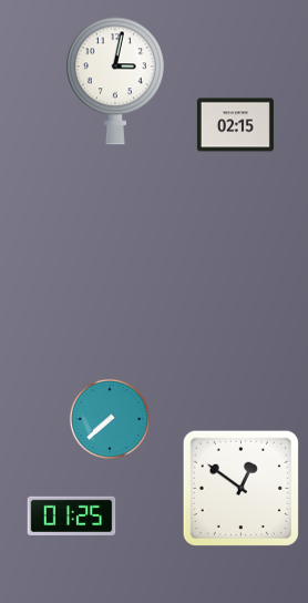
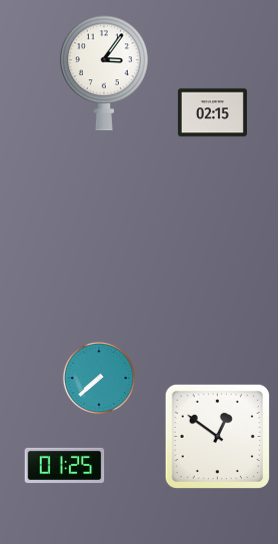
clock at (115, 81): 3:02 -> 3:06
clock at (240, 488) position: (240, 488) -> (217, 436)
